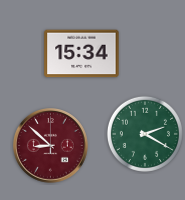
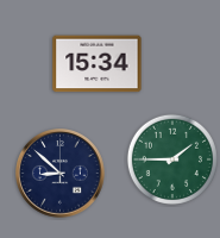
clock at (145, 134): 2:20 -> 1:45
clock at (51, 146) dial: burgundy -> navy
